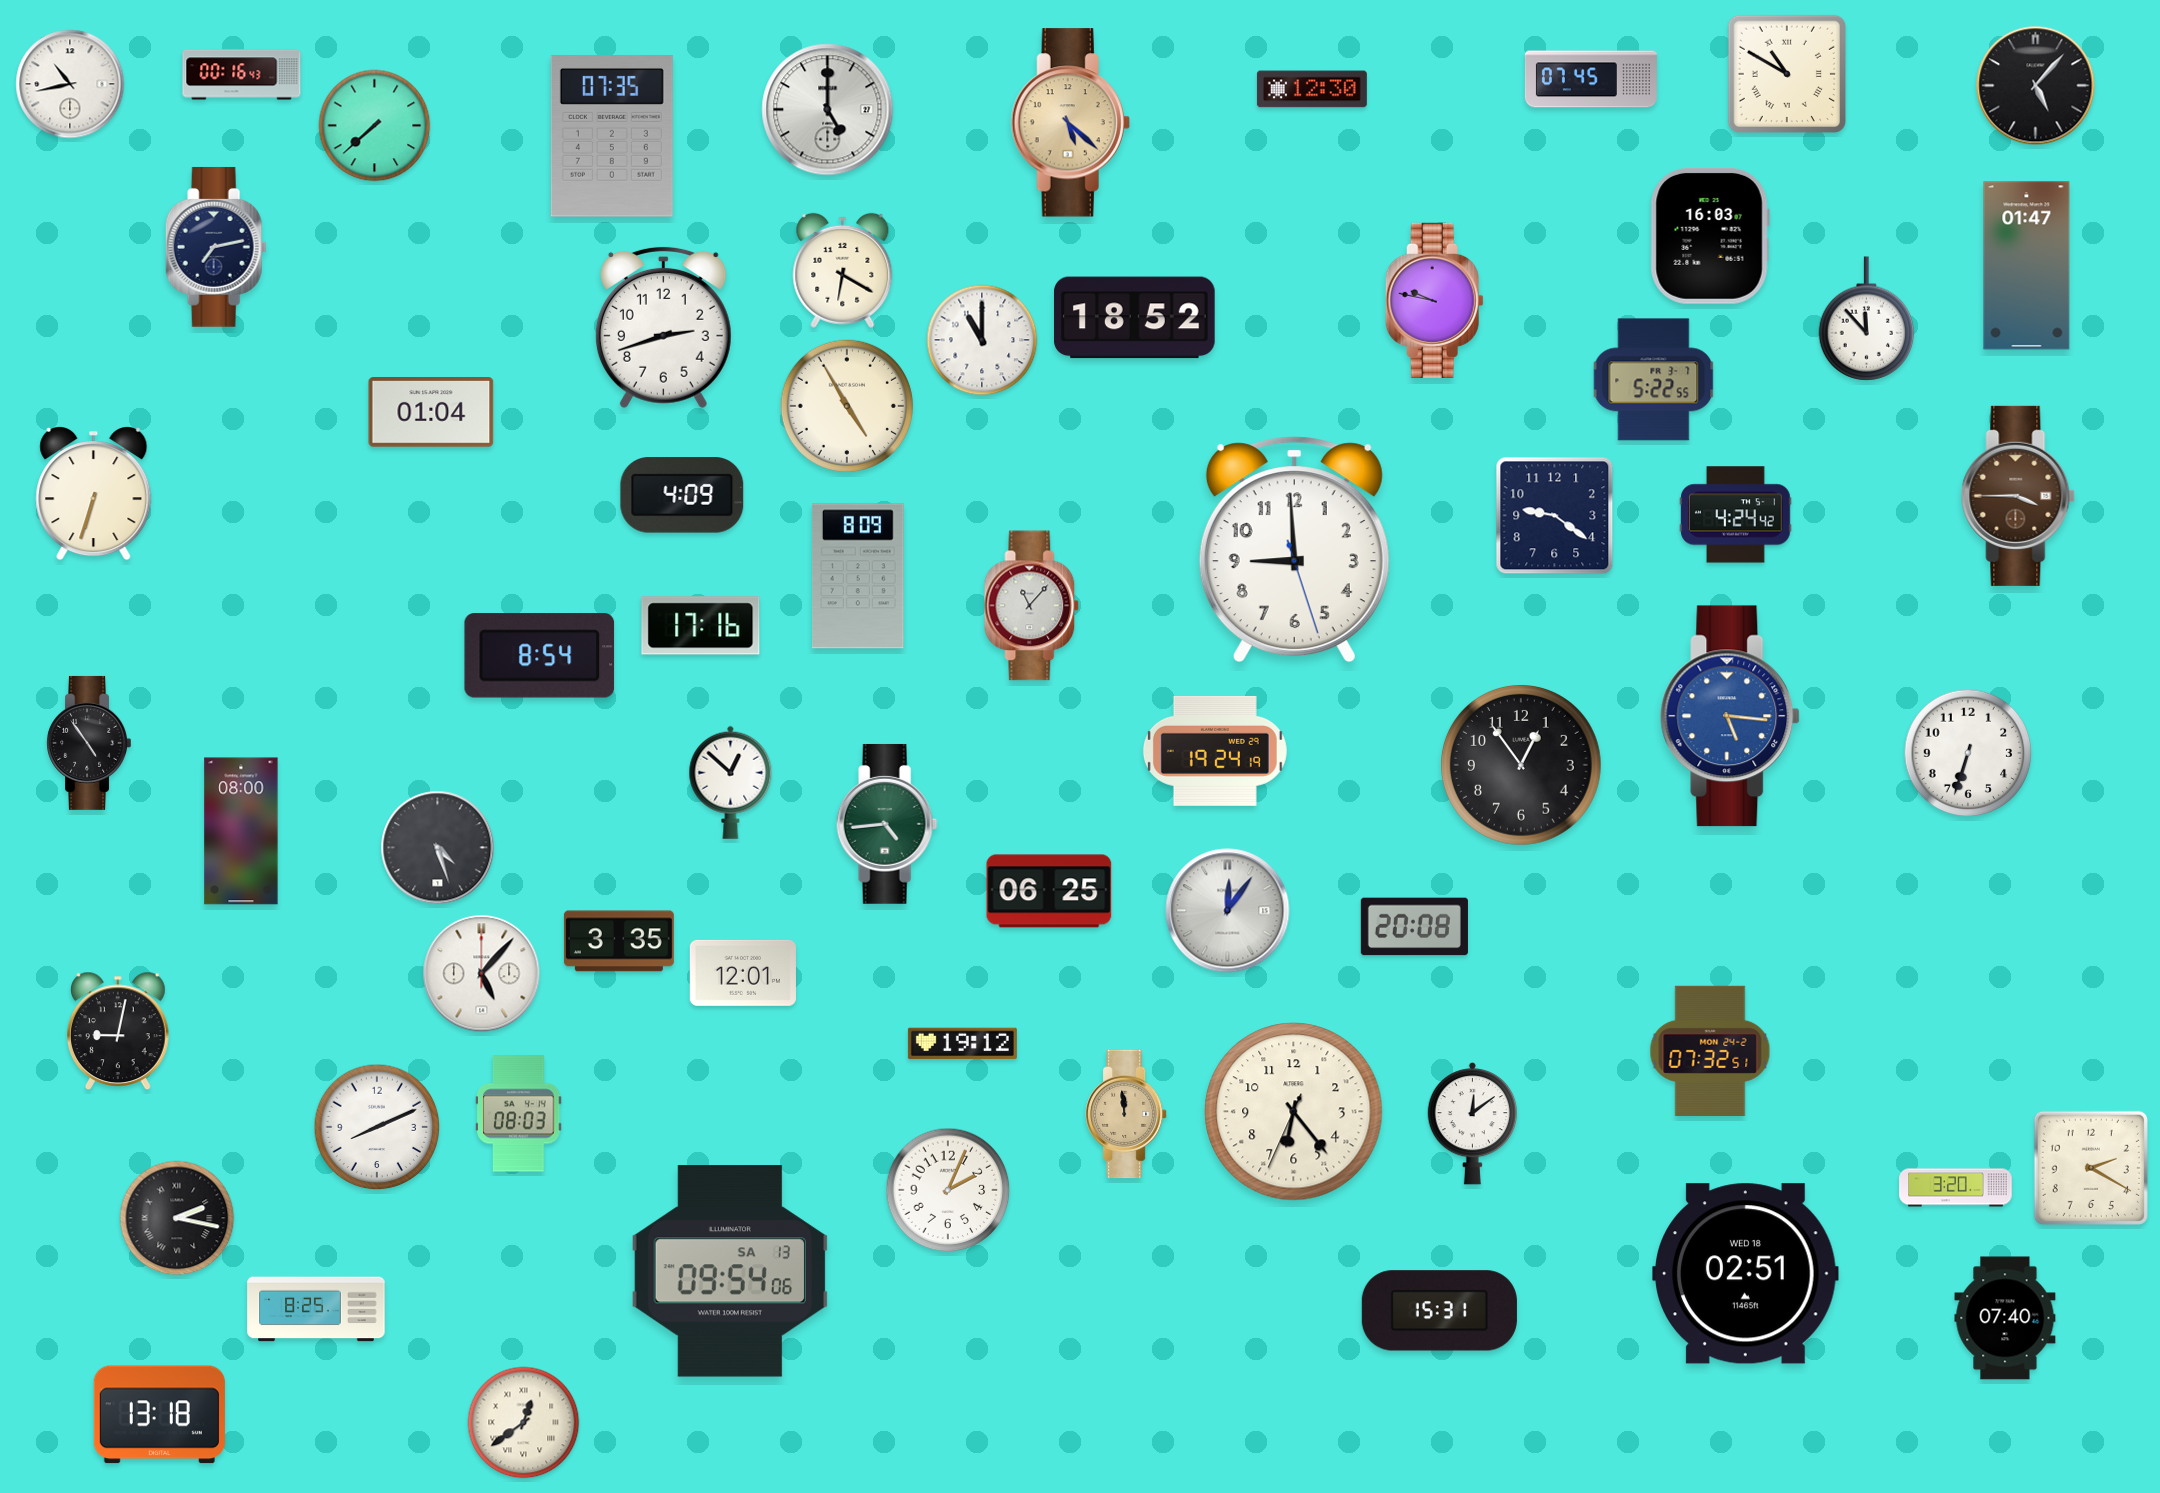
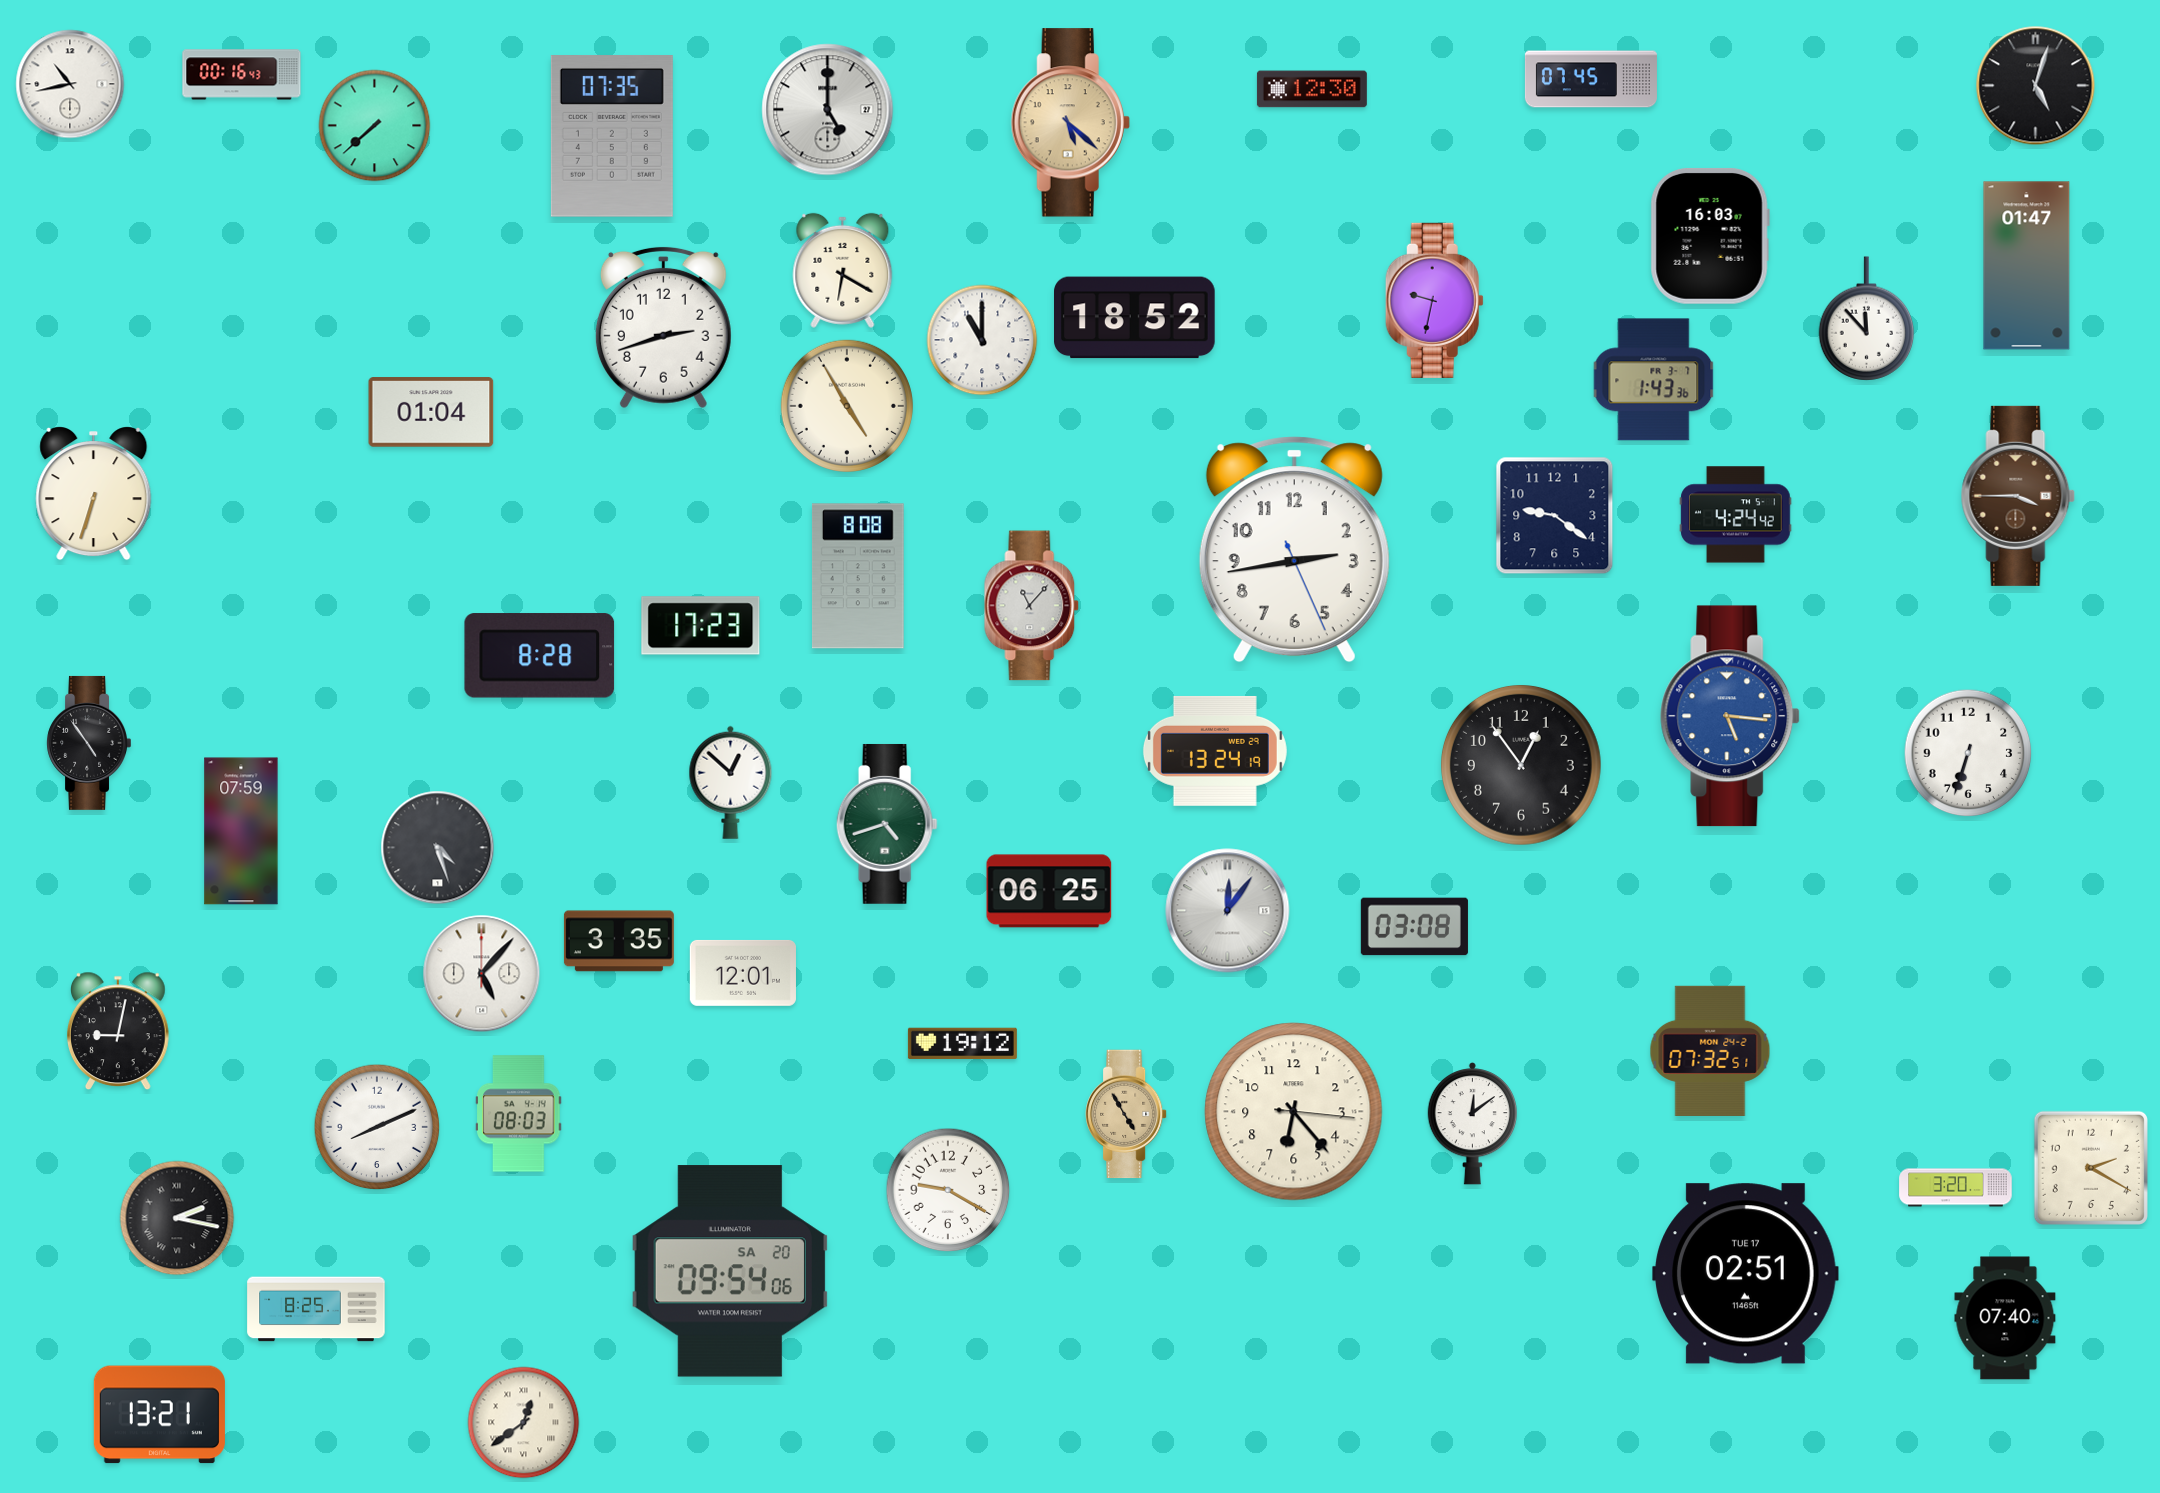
clock at (1787, 74): 10:50 -> none
clock at (2036, 86): 5:07 -> 5:03
clock at (216, 247): 7:13 -> none
clock at (1434, 300): 9:47 -> 9:32
clock at (1654, 380): 5:22 -> 1:43
clock at (682, 495): 4:09 -> none
clock at (1294, 550): 8:59 -> 2:43
clock at (858, 576): 8:09 -> 8:08
clock at (701, 626): 17:16 -> 17:23
clock at (540, 656): 8:54 -> 8:28
clock at (1215, 751): 19:24 -> 13:24
clock at (887, 824): 4:44 -> 4:42
clock at (241, 831): 08:00 -> 07:59
clock at (1414, 927): 20:08 -> 03:08
clock at (1294, 1112): 6:23:34 -> 6:23:16
clock at (1127, 1114): 11:59 -> 4:55
clock at (948, 1190): 2:04 -> 9:20
clock at (729, 1271) date: SA 13 -> SA 20
clock at (1746, 1274) date: WED 18 -> TUE 17
clock at (1439, 1311): 15:31 -> none
clock at (159, 1415): 13:18 -> 13:21
